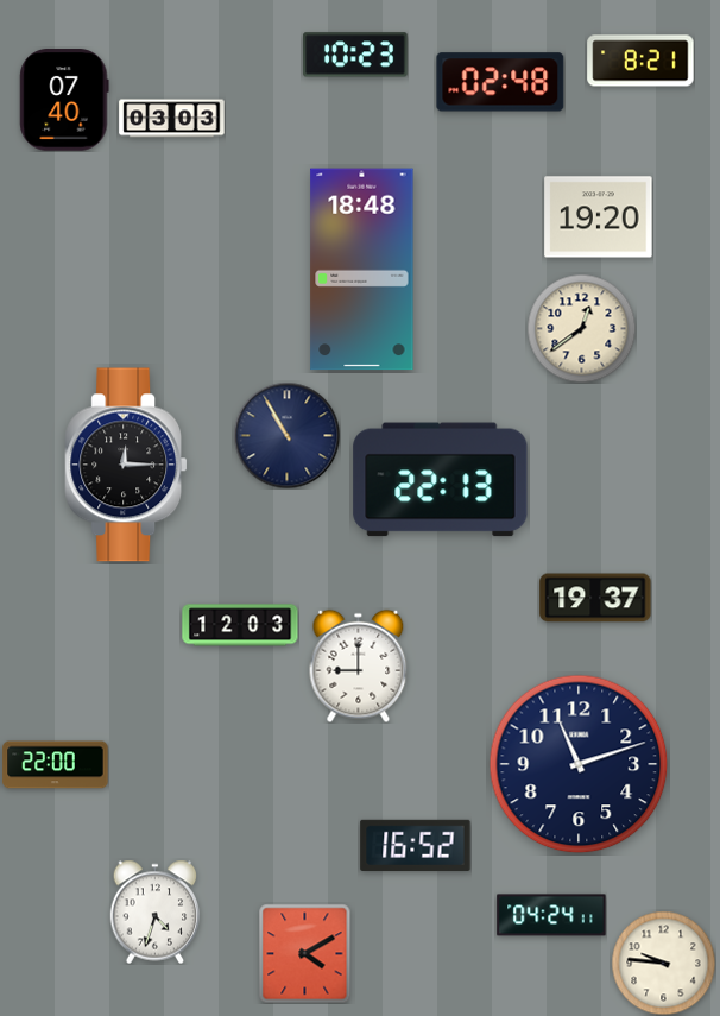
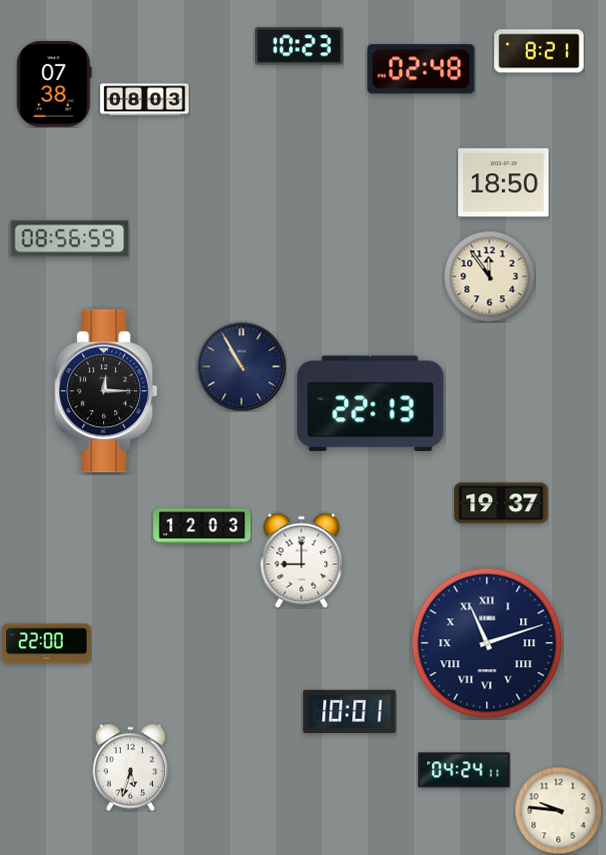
clock at (64, 100): 07:40 -> 07:38
clock at (172, 119): 03:03 -> 08:03
clock at (599, 217): 19:20 -> 18:50
clock at (362, 270): 18:48 -> none
clock at (70, 239): none -> 08:56
clock at (581, 328): 12:39 -> 11:54
clock at (579, 764) numerals: Arabic -> Roman
clock at (416, 845): 16:52 -> 10:01
clock at (156, 911): 4:33 -> 5:33
clock at (305, 953): 4:10 -> none
